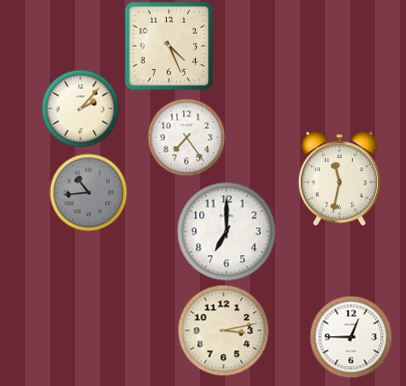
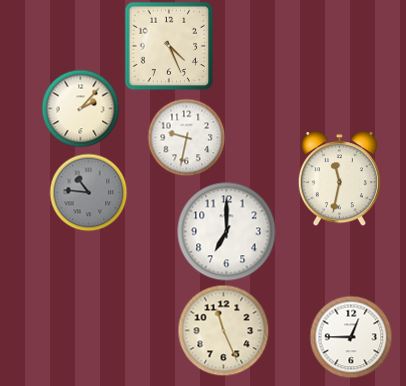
clock at (186, 137): 7:24 -> 9:32
clock at (88, 192): 10:44 -> 10:46
clock at (223, 330): 3:13 -> 11:26
